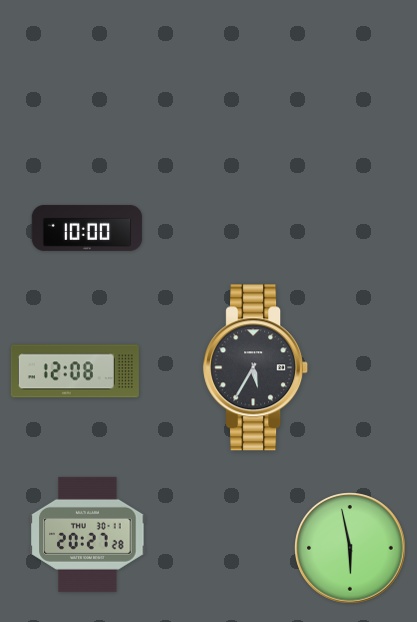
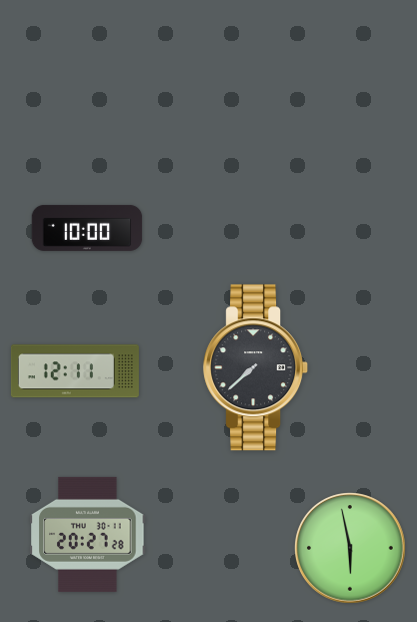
clock at (256, 368): 5:35 -> 7:38
clock at (75, 371): 12:08 -> 12:11
